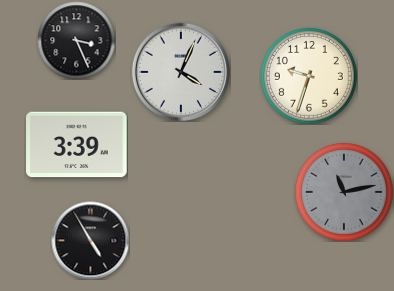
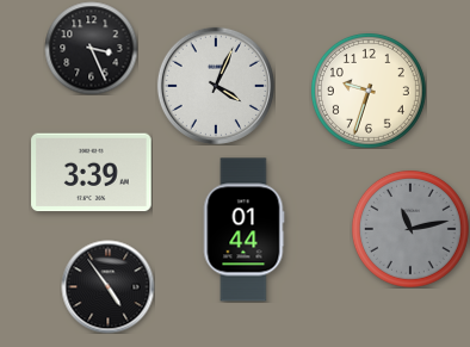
clock at (243, 230): none -> 01:44
clock at (90, 240): 4:55 -> 4:54
